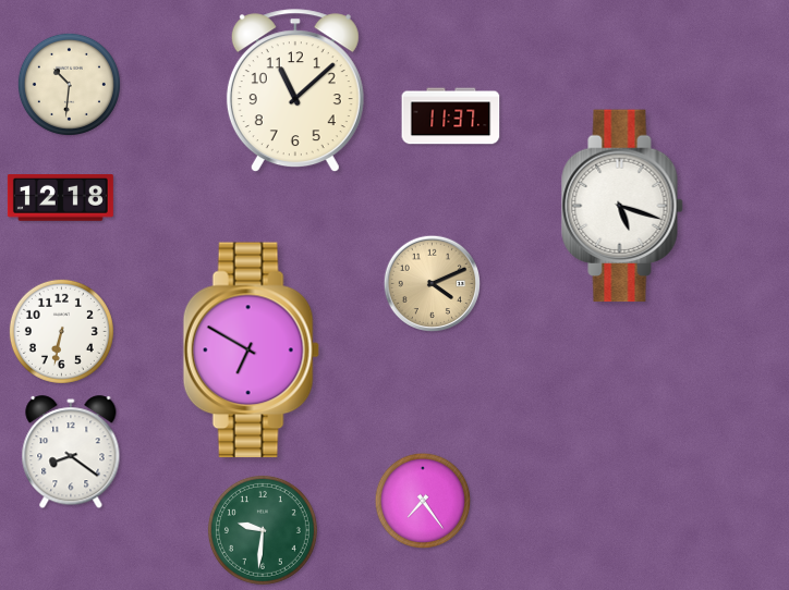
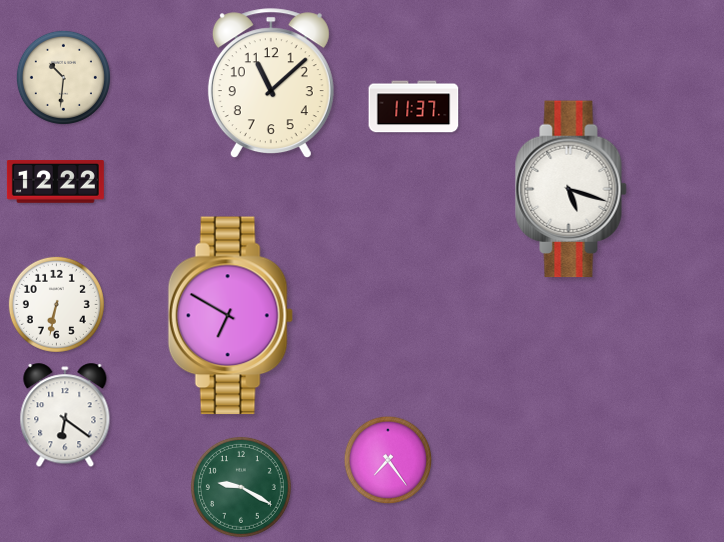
clock at (60, 198): 12:18 -> 12:22
clock at (433, 284): 4:11 -> none
clock at (251, 351) position: (251, 351) -> (230, 316)
clock at (71, 453): 8:21 -> 6:21
clock at (263, 530): 9:31 -> 9:20
